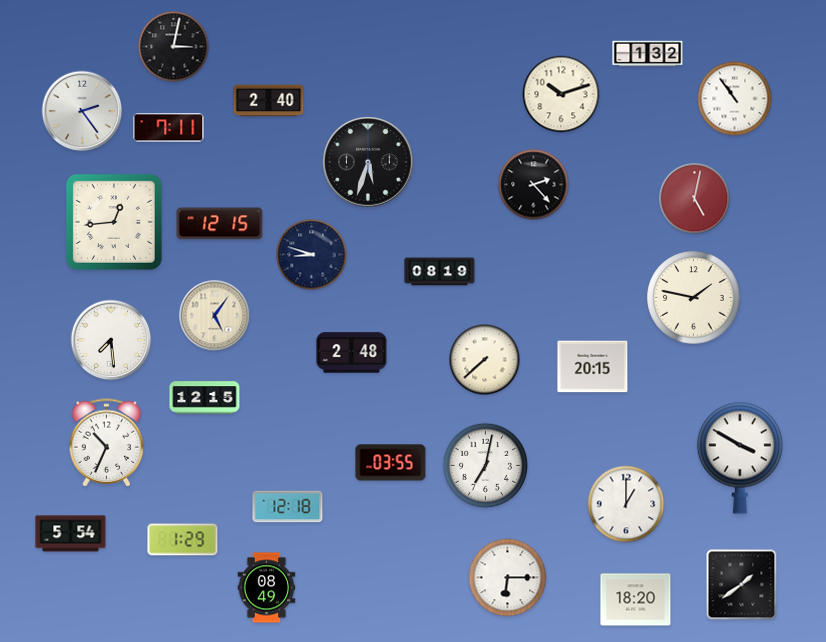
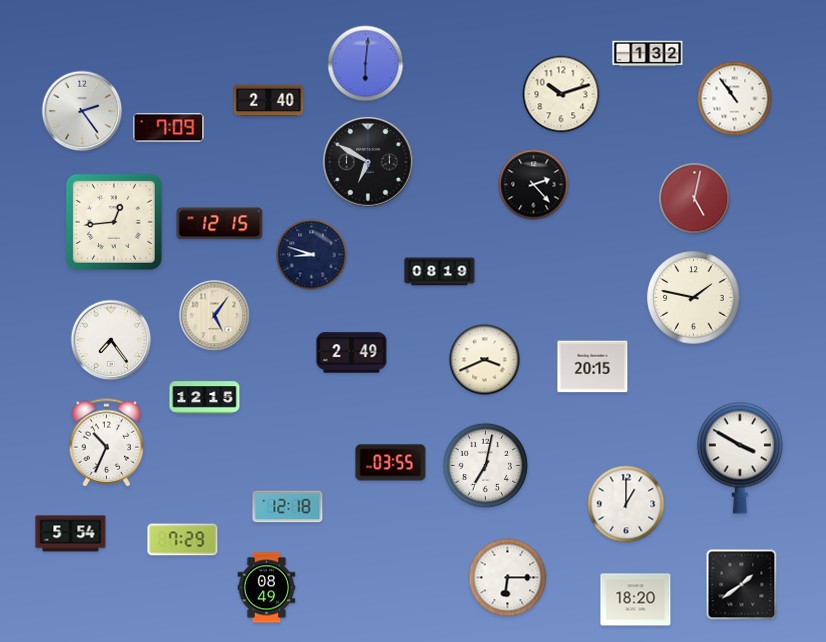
clock at (174, 47): 3:02 -> none
clock at (366, 64): none -> 6:01
clock at (169, 128): 7:11 -> 7:09
clock at (369, 163): 5:33 -> 6:50
clock at (111, 340): 7:29 -> 7:24
clock at (352, 353): 2:48 -> 2:49
clock at (485, 360): 7:38 -> 3:41
clock at (183, 540): 1:29 -> 7:29
